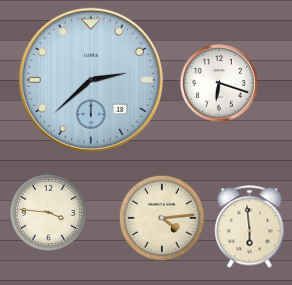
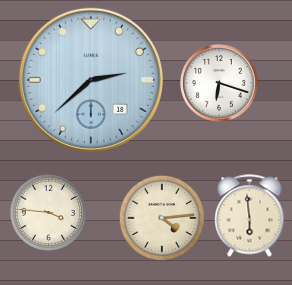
clock at (250, 227) position: (250, 227) -> (250, 216)
